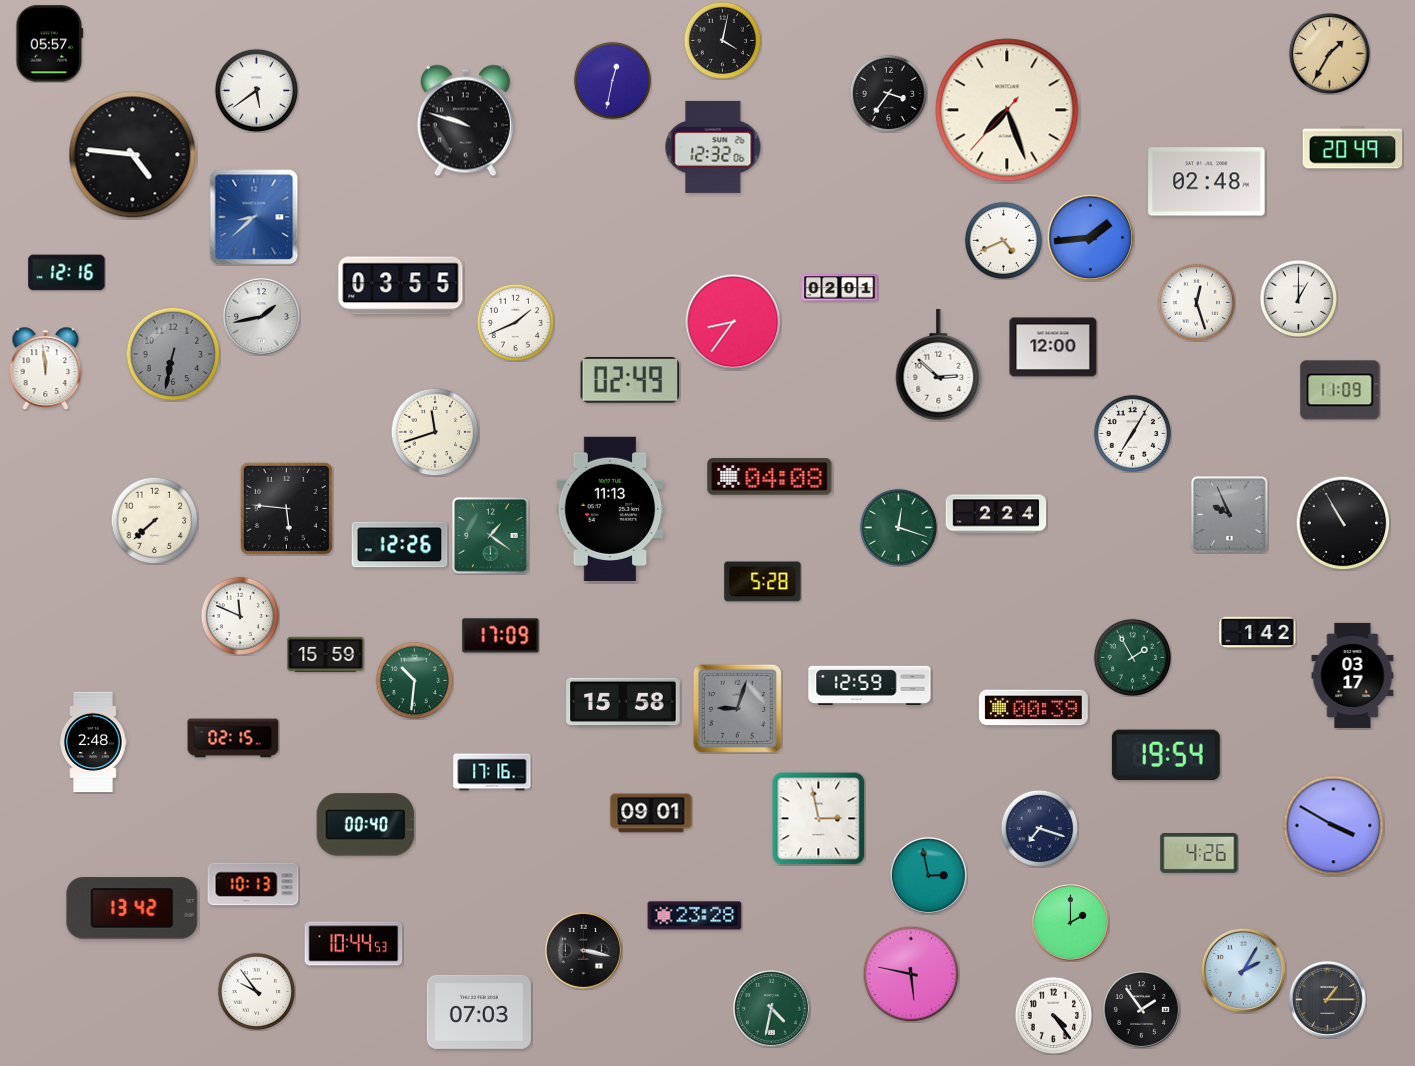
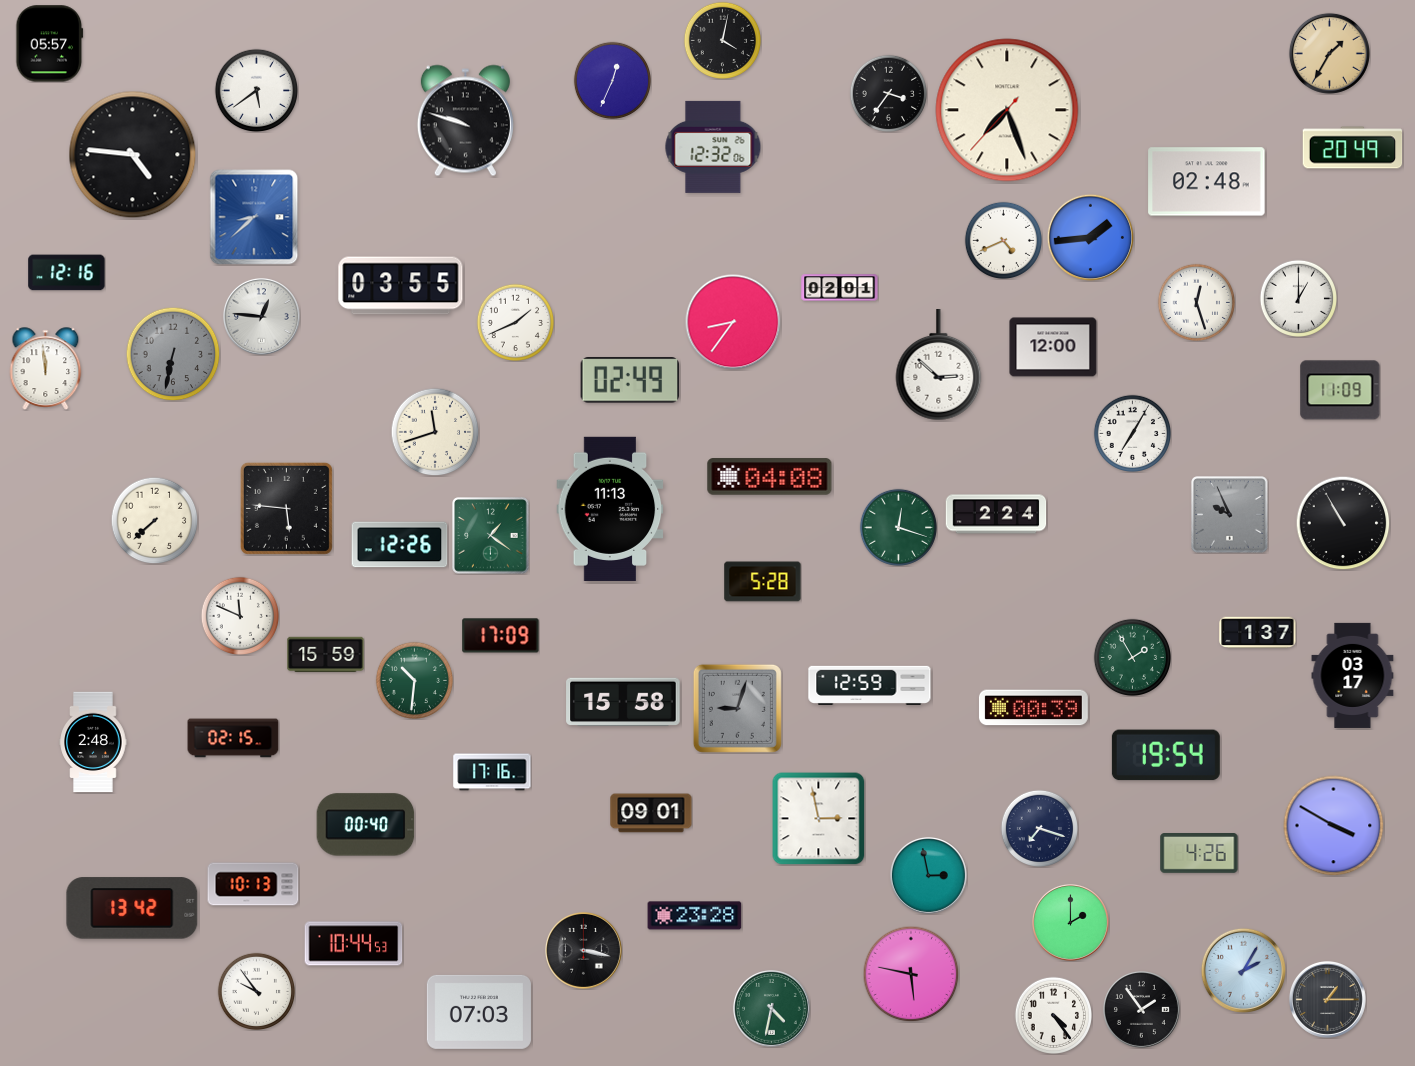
clock at (612, 80): 12:32 -> 12:34
clock at (261, 316): 1:43 -> 12:46
clock at (1258, 633): 1:42 -> 1:37
